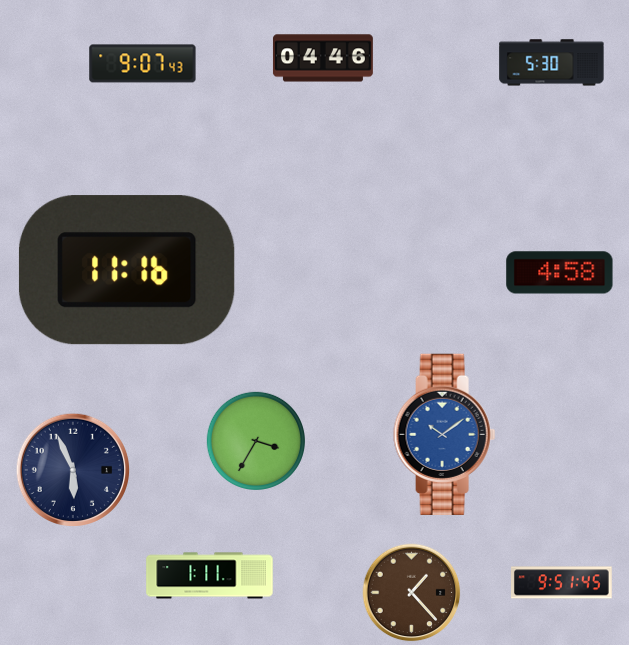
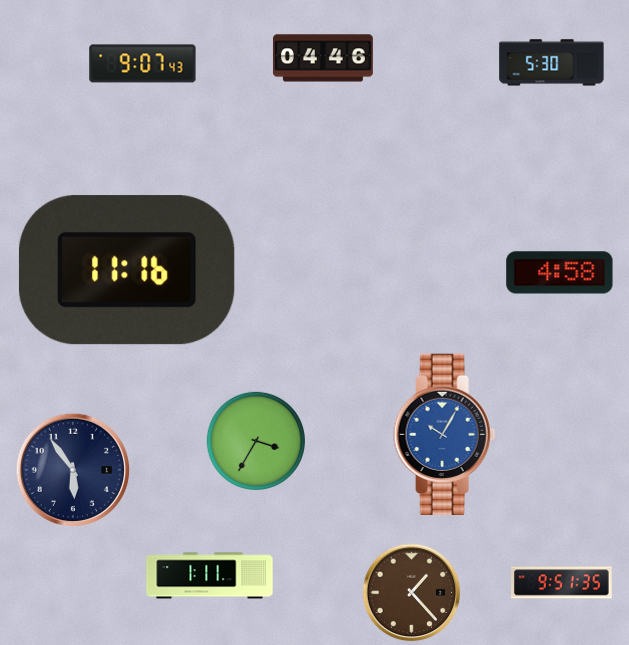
clock at (445, 434): 10:09 -> 10:05
clock at (72, 469): 5:56 -> 5:54
clock at (562, 583): 9:51:45 -> 9:51:35
